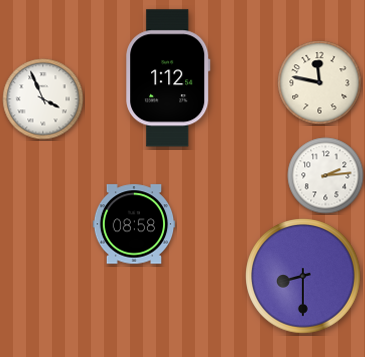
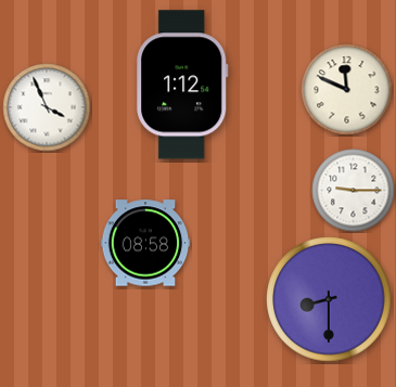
clock at (320, 83): 11:47 -> 11:49
clock at (326, 176): 2:14 -> 9:15
